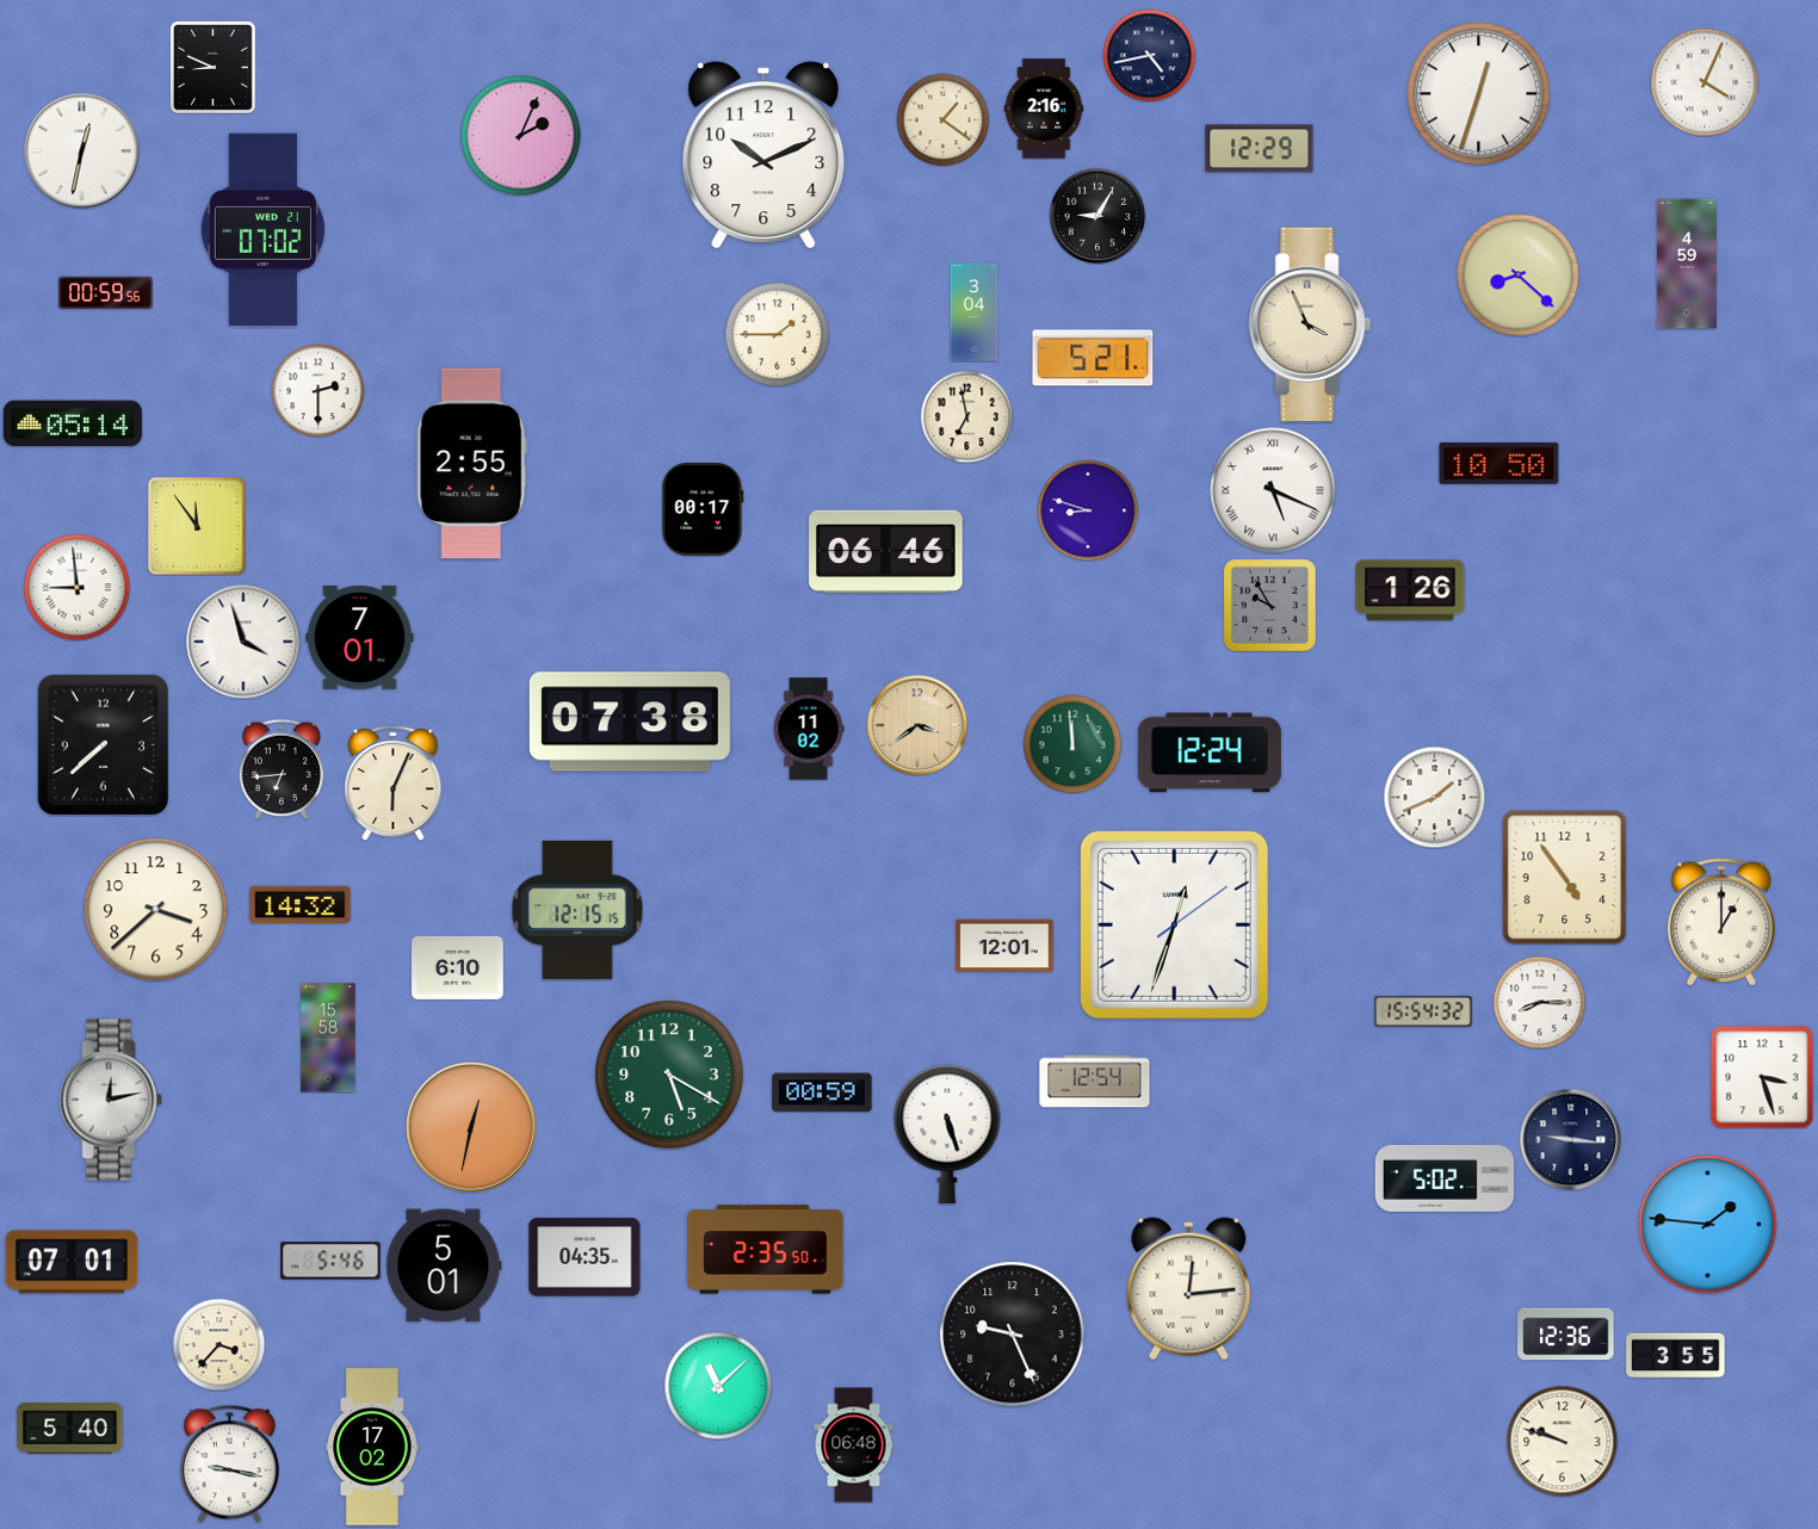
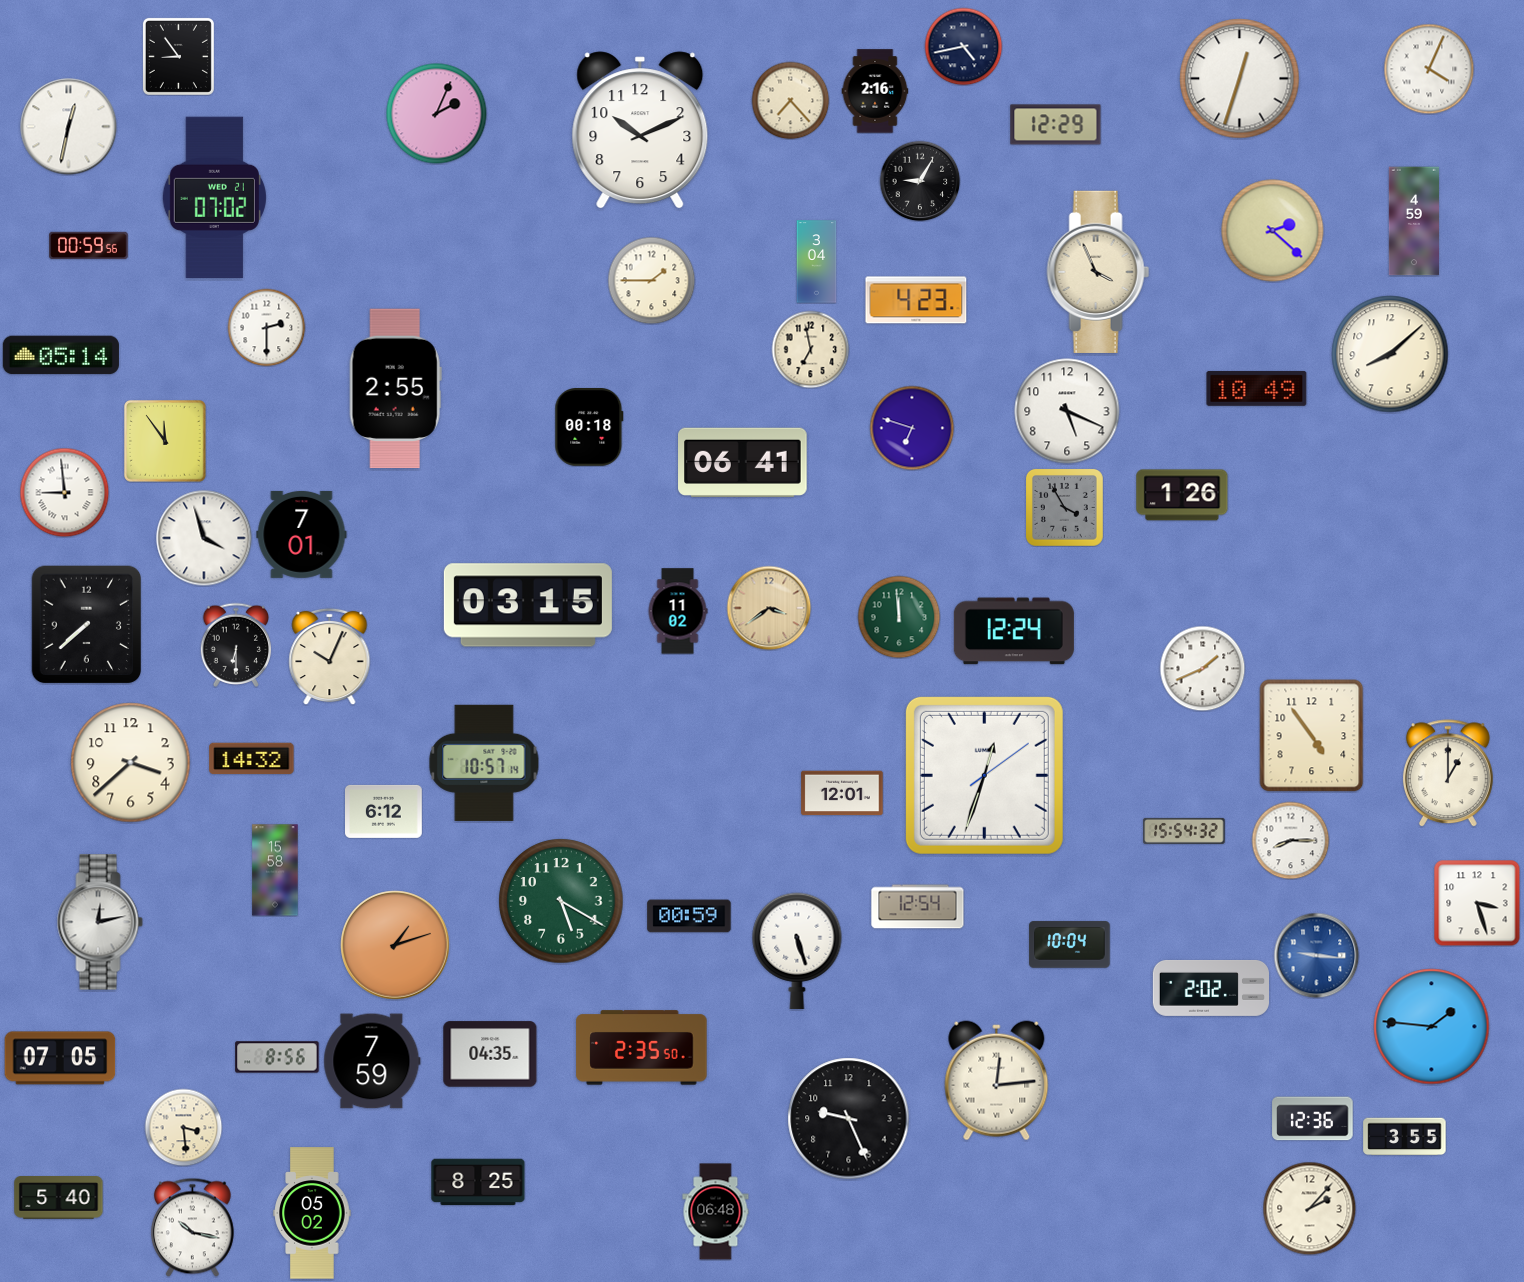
clock at (212, 67): 8:49 -> 8:54
clock at (942, 119): 1:21 -> 7:23
clock at (262, 229) position: (262, 229) -> (214, 197)
clock at (1519, 276): 8:22 -> 2:22
clock at (1093, 358): 5:21 -> 4:23
clock at (1390, 354): none -> 8:08
clock at (1499, 463): 10:50 -> 10:49
clock at (1273, 490) numerals: Roman -> Arabic
clock at (703, 510): 00:17 -> 00:18
clock at (1088, 510): 8:48 -> 6:48
clock at (886, 551): 06:46 -> 06:41
clock at (1269, 605): 9:55 -> 3:55
clock at (630, 722): 07:38 -> 03:15
clock at (1072, 744) position: (1072, 744) -> (899, 617)
clock at (282, 769): 6:44 -> 6:30
clock at (394, 782): 6:04 -> 10:04
clock at (577, 910): 12:15 -> 10:57
clock at (1721, 922) position: (1721, 922) -> (1448, 773)
clock at (458, 967): 6:10 -> 6:12
clock at (1423, 1011) position: (1423, 1011) -> (1184, 831)
clock at (111, 1100) position: (111, 1100) -> (100, 922)
clock at (471, 1127): 12:32 -> 1:12
clock at (1070, 945): none -> 10:04
clock at (947, 1134) position: (947, 1134) -> (797, 951)
clock at (1570, 1139) dial: navy -> blue
clock at (1443, 1178): 5:02 -> 2:02
clock at (330, 1261): 5:46 -> 8:56
clock at (72, 1262): 07:01 -> 07:05
clock at (444, 1265): 5:01 -> 7:59
clock at (218, 1344): 3:37 -> 3:29
clock at (718, 1386): 11:08 -> none
clock at (478, 1182): none -> 8:25
clock at (1562, 1441): 9:48 -> 2:07
clock at (372, 1447): 17:02 -> 05:02
clock at (229, 1463): 9:17 -> 10:17
